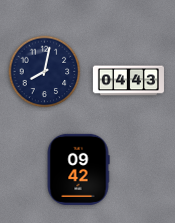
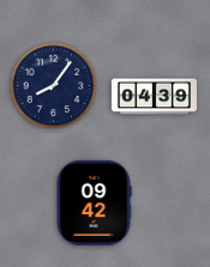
clock at (45, 72): 8:02 -> 8:06
clock at (128, 81): 04:43 -> 04:39
